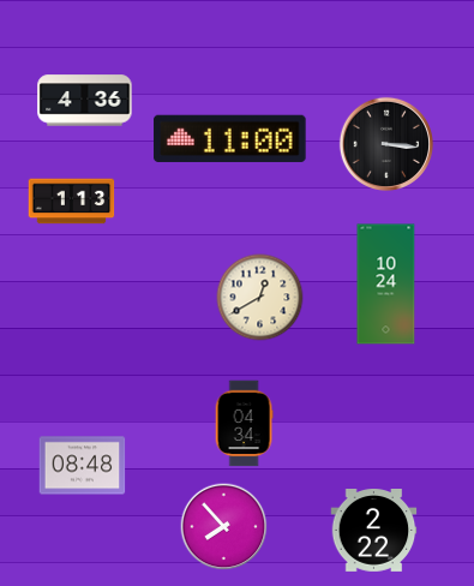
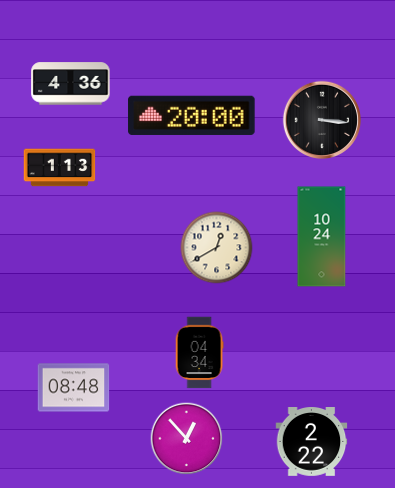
clock at (230, 138): 11:00 -> 20:00
clock at (244, 424) position: (244, 424) -> (199, 353)
clock at (83, 466) position: (83, 466) -> (74, 388)
clock at (224, 527): 7:53 -> 12:53
